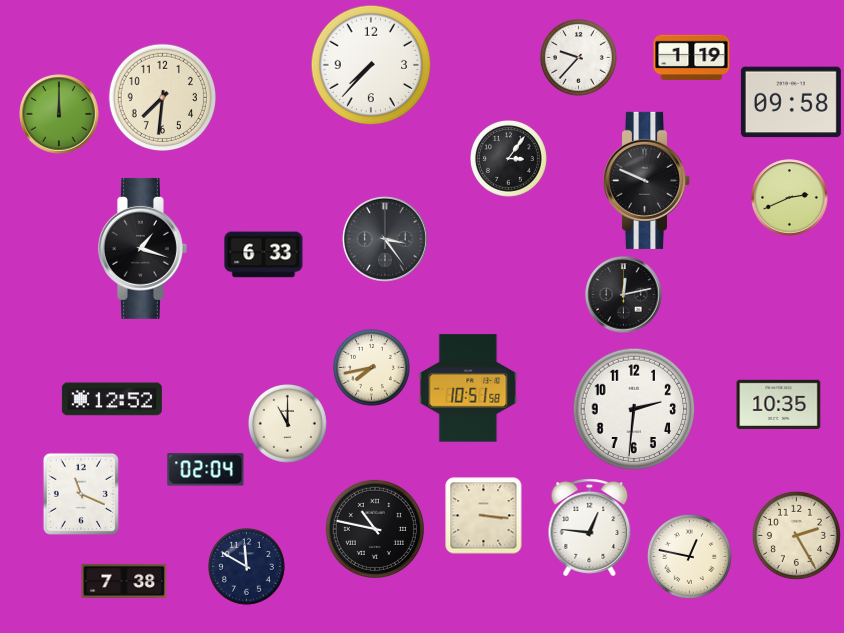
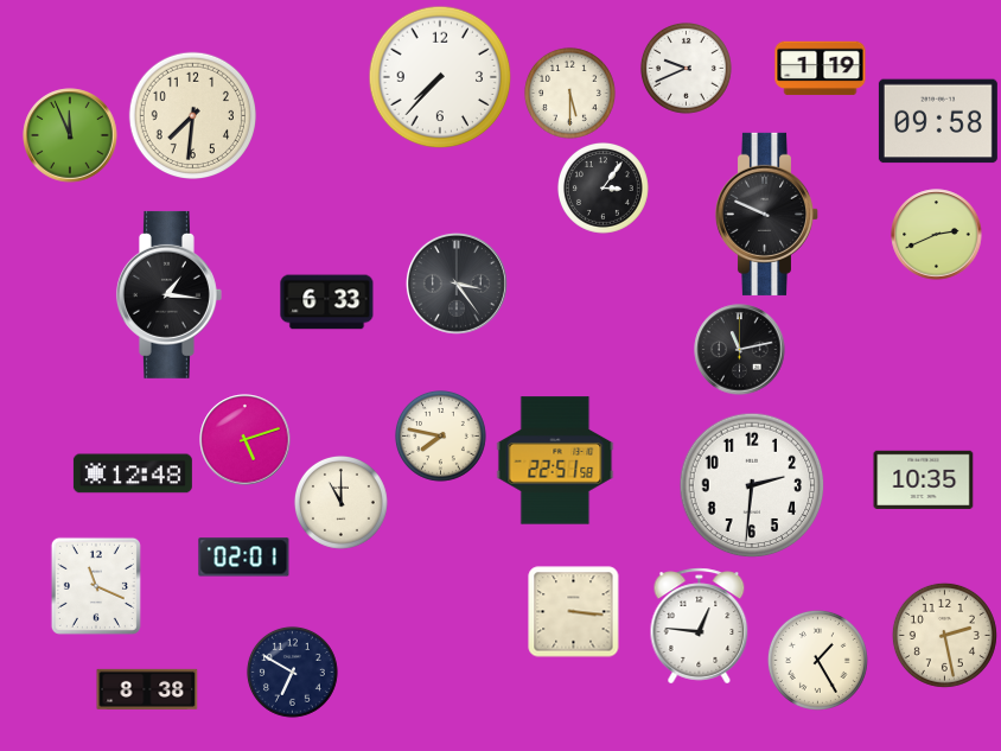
clock at (578, 57): 9:37 -> 9:41
clock at (569, 93): none -> 5:30
clock at (59, 114): 12:00 -> 11:56
clock at (142, 248): 1:18 -> 1:16
clock at (264, 255) position: (264, 255) -> (327, 303)
clock at (624, 295): 12:13 -> 11:13
clock at (371, 367): 7:43 -> 7:47
clock at (246, 440): none -> 5:12
clock at (468, 388): 10:51 -> 22:51
clock at (112, 399): 12:52 -> 12:48
clock at (206, 470): 02:04 -> 02:01
clock at (375, 529): 10:47 -> none
clock at (796, 535): 2:25 -> 2:28
clock at (689, 556): 12:47 -> 1:25
clock at (246, 566): 11:50 -> 6:50
clock at (124, 581): 7:38 -> 8:38
